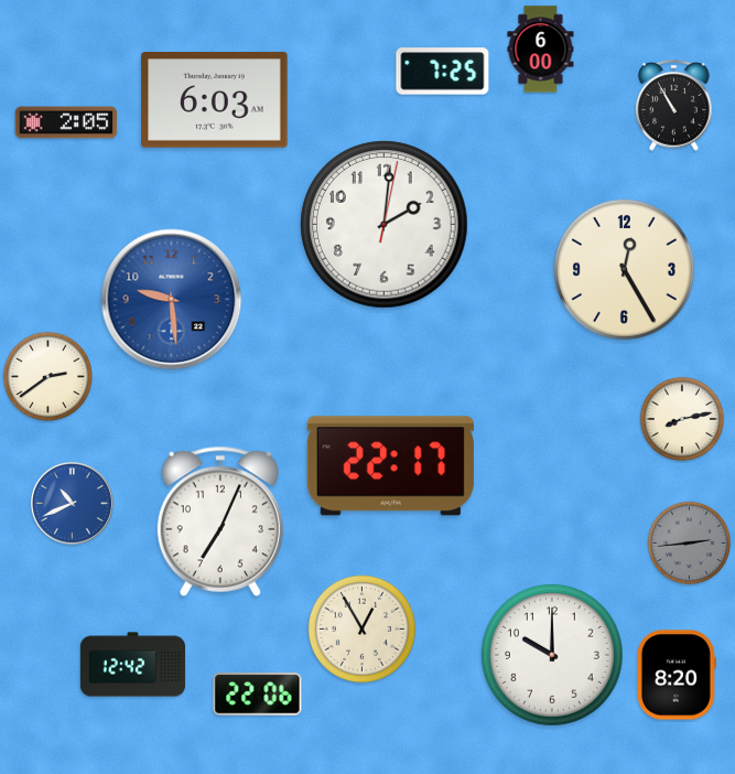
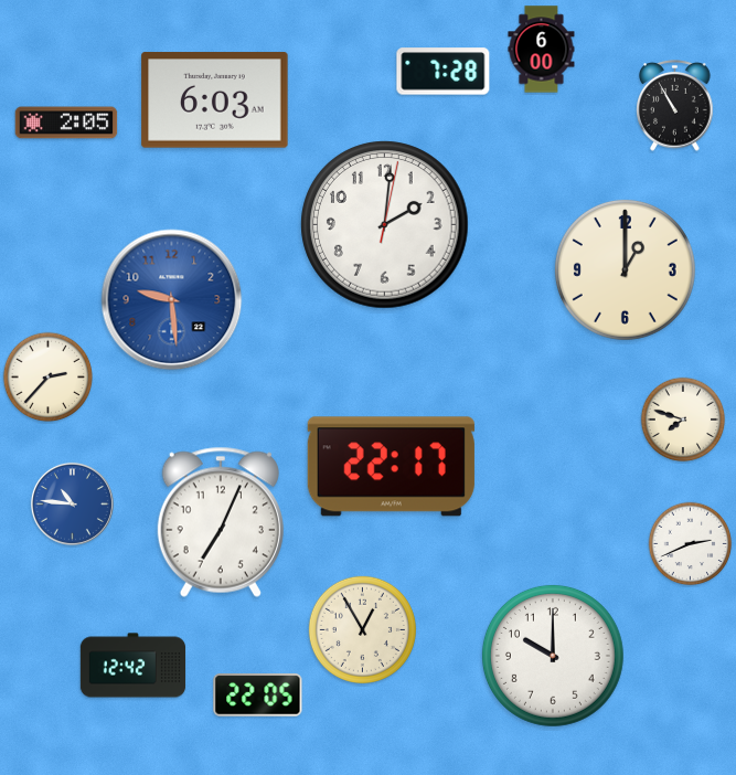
clock at (443, 72): 7:25 -> 7:28
clock at (624, 269): 12:25 -> 1:00
clock at (48, 377): 2:39 -> 2:37
clock at (682, 419): 8:13 -> 7:48
clock at (72, 503): 10:41 -> 10:46
clock at (690, 544): 2:44 -> 2:41
clock at (690, 544) dial: grey -> white
clock at (677, 675): 8:20 -> none
clock at (258, 695): 22:06 -> 22:05
